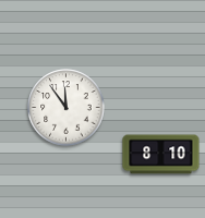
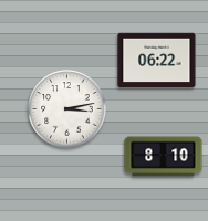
clock at (157, 61): none -> 06:22
clock at (67, 108): 11:54 -> 3:13
